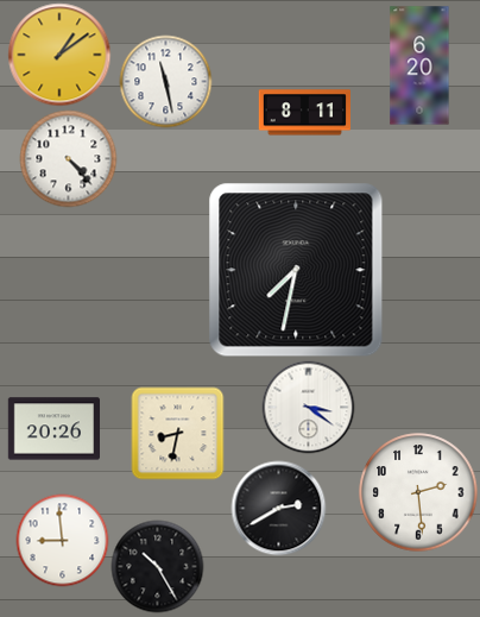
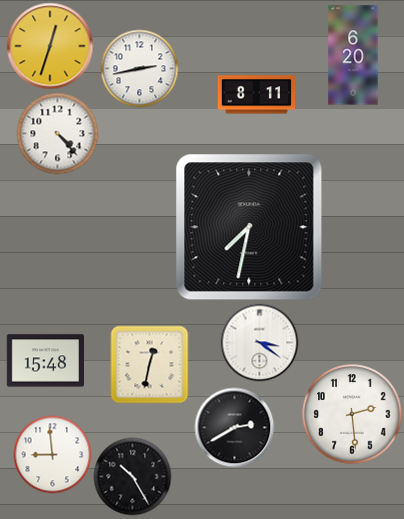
clock at (59, 55): 1:09 -> 12:33
clock at (165, 81): 11:28 -> 2:43
clock at (53, 429): 20:26 -> 15:48
clock at (177, 433): 8:32 -> 12:32
